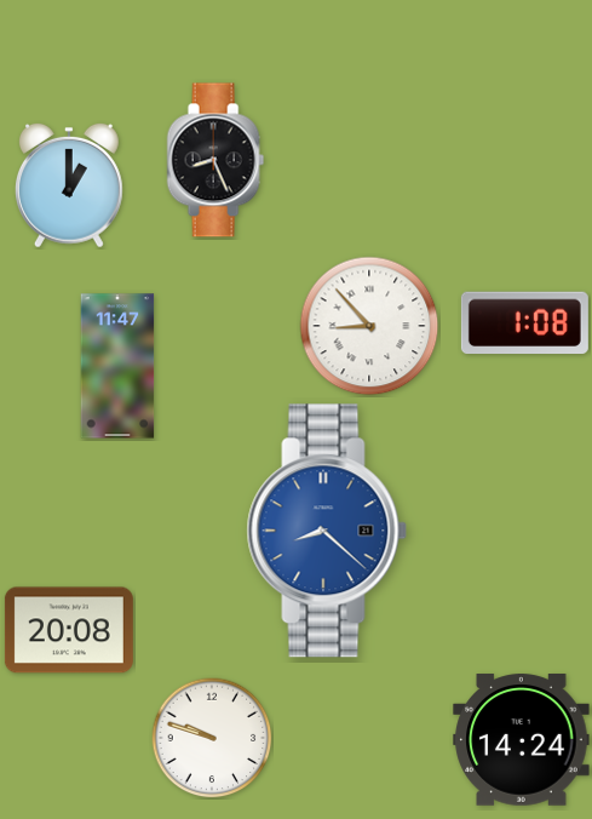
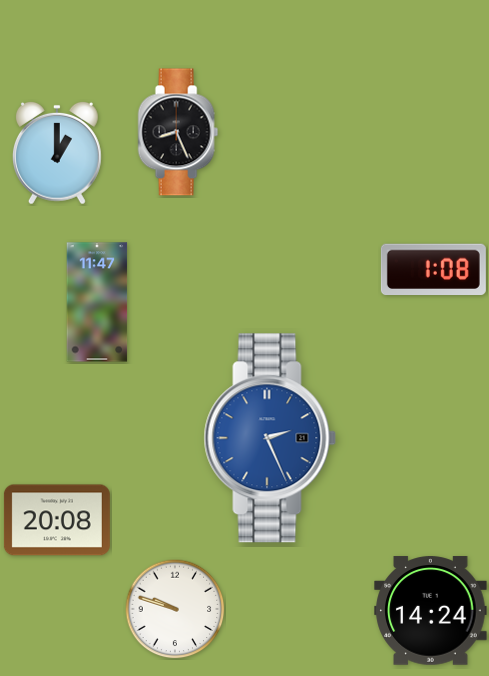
clock at (524, 323) position: (524, 323) -> (433, 270)
clock at (369, 326): 8:53 -> none
clock at (327, 531): 8:22 -> 2:26
